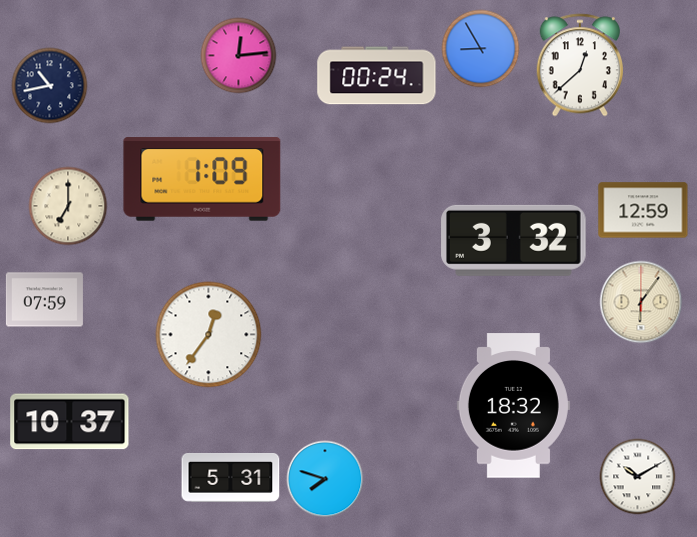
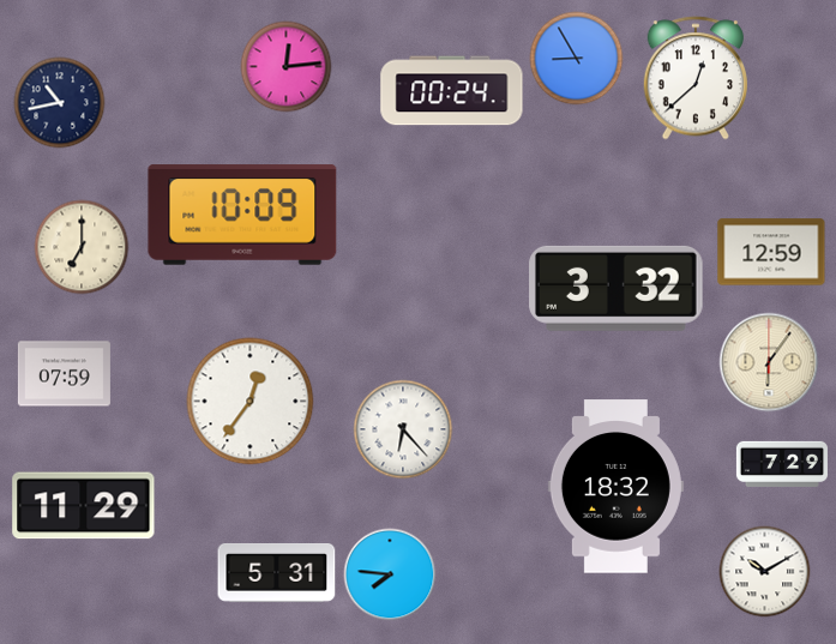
clock at (202, 179): 1:09 -> 10:09
clock at (44, 300) position: (44, 300) -> (64, 374)
clock at (403, 429): none -> 6:23
clock at (782, 464): none -> 7:29
clock at (70, 422): 10:37 -> 11:29
clock at (325, 479): 7:48 -> 7:46
